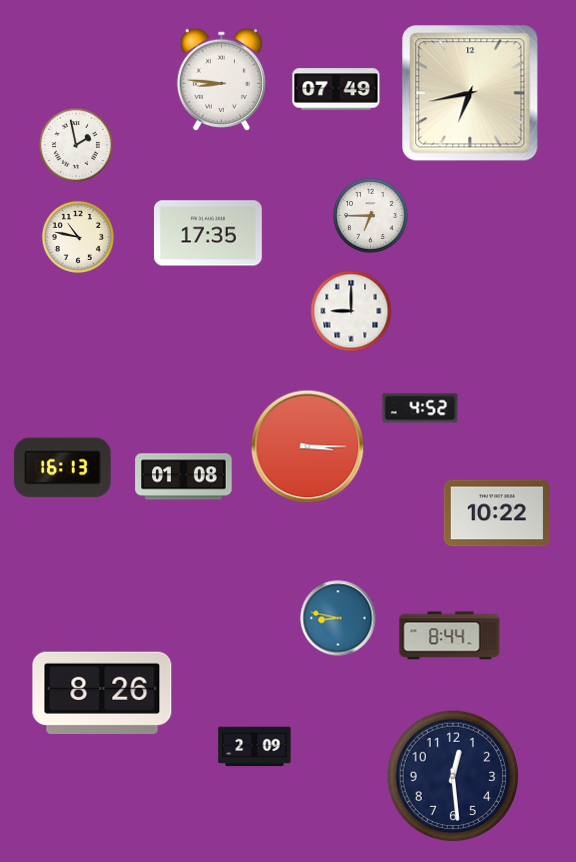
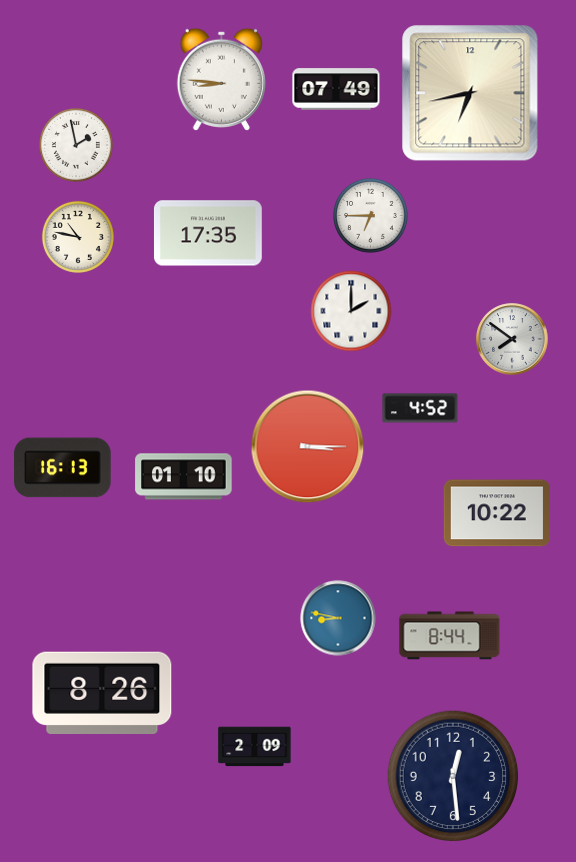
clock at (351, 311): 9:00 -> 2:00
clock at (512, 339): none -> 7:51
clock at (184, 477): 01:08 -> 01:10
